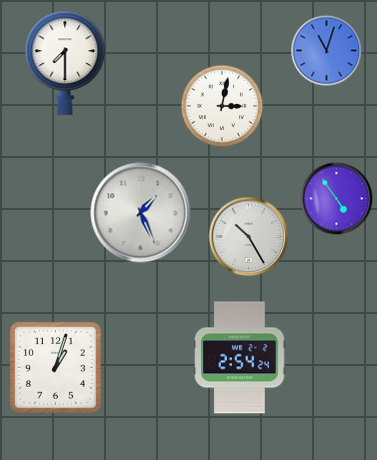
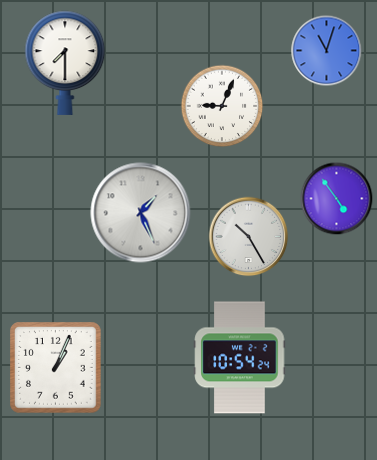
clock at (222, 106): 3:02 -> 9:04
clock at (240, 358): 2:54 -> 10:54
clock at (56, 368): 1:03 -> 1:04
